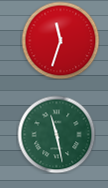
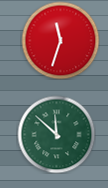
clock at (56, 134): 11:28 -> 11:52
